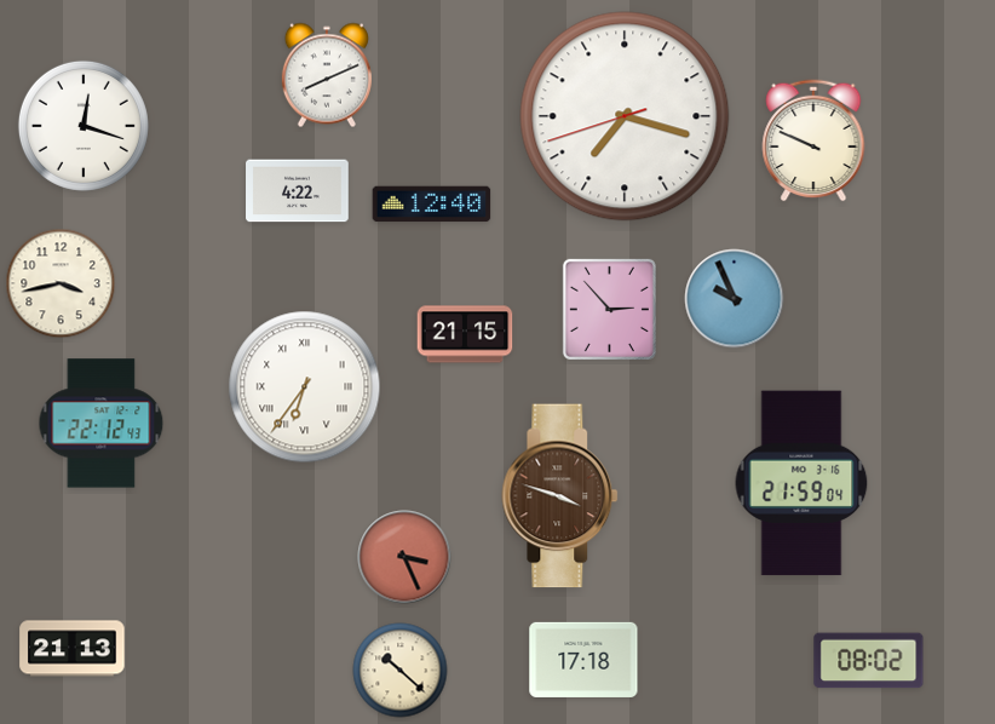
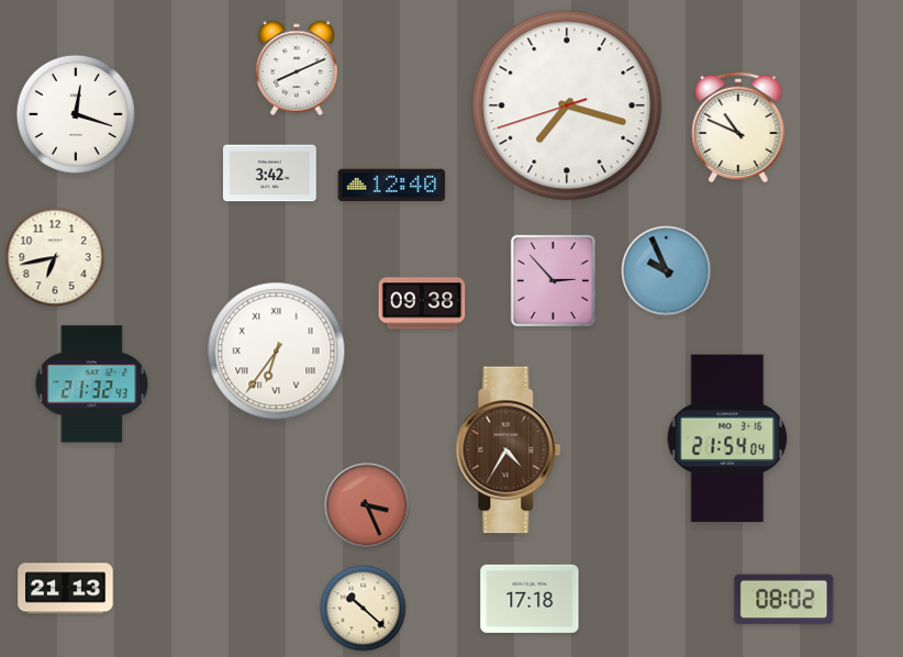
clock at (813, 140): 9:49 -> 10:49
clock at (298, 191): 4:22 -> 3:42
clock at (61, 283): 3:43 -> 6:43
clock at (465, 334): 21:15 -> 09:38
clock at (102, 424): 22:12 -> 21:32
clock at (801, 483): 21:59 -> 21:54
clock at (560, 496): 3:48 -> 4:35
clock at (869, 661) position: (869, 661) -> (784, 600)
